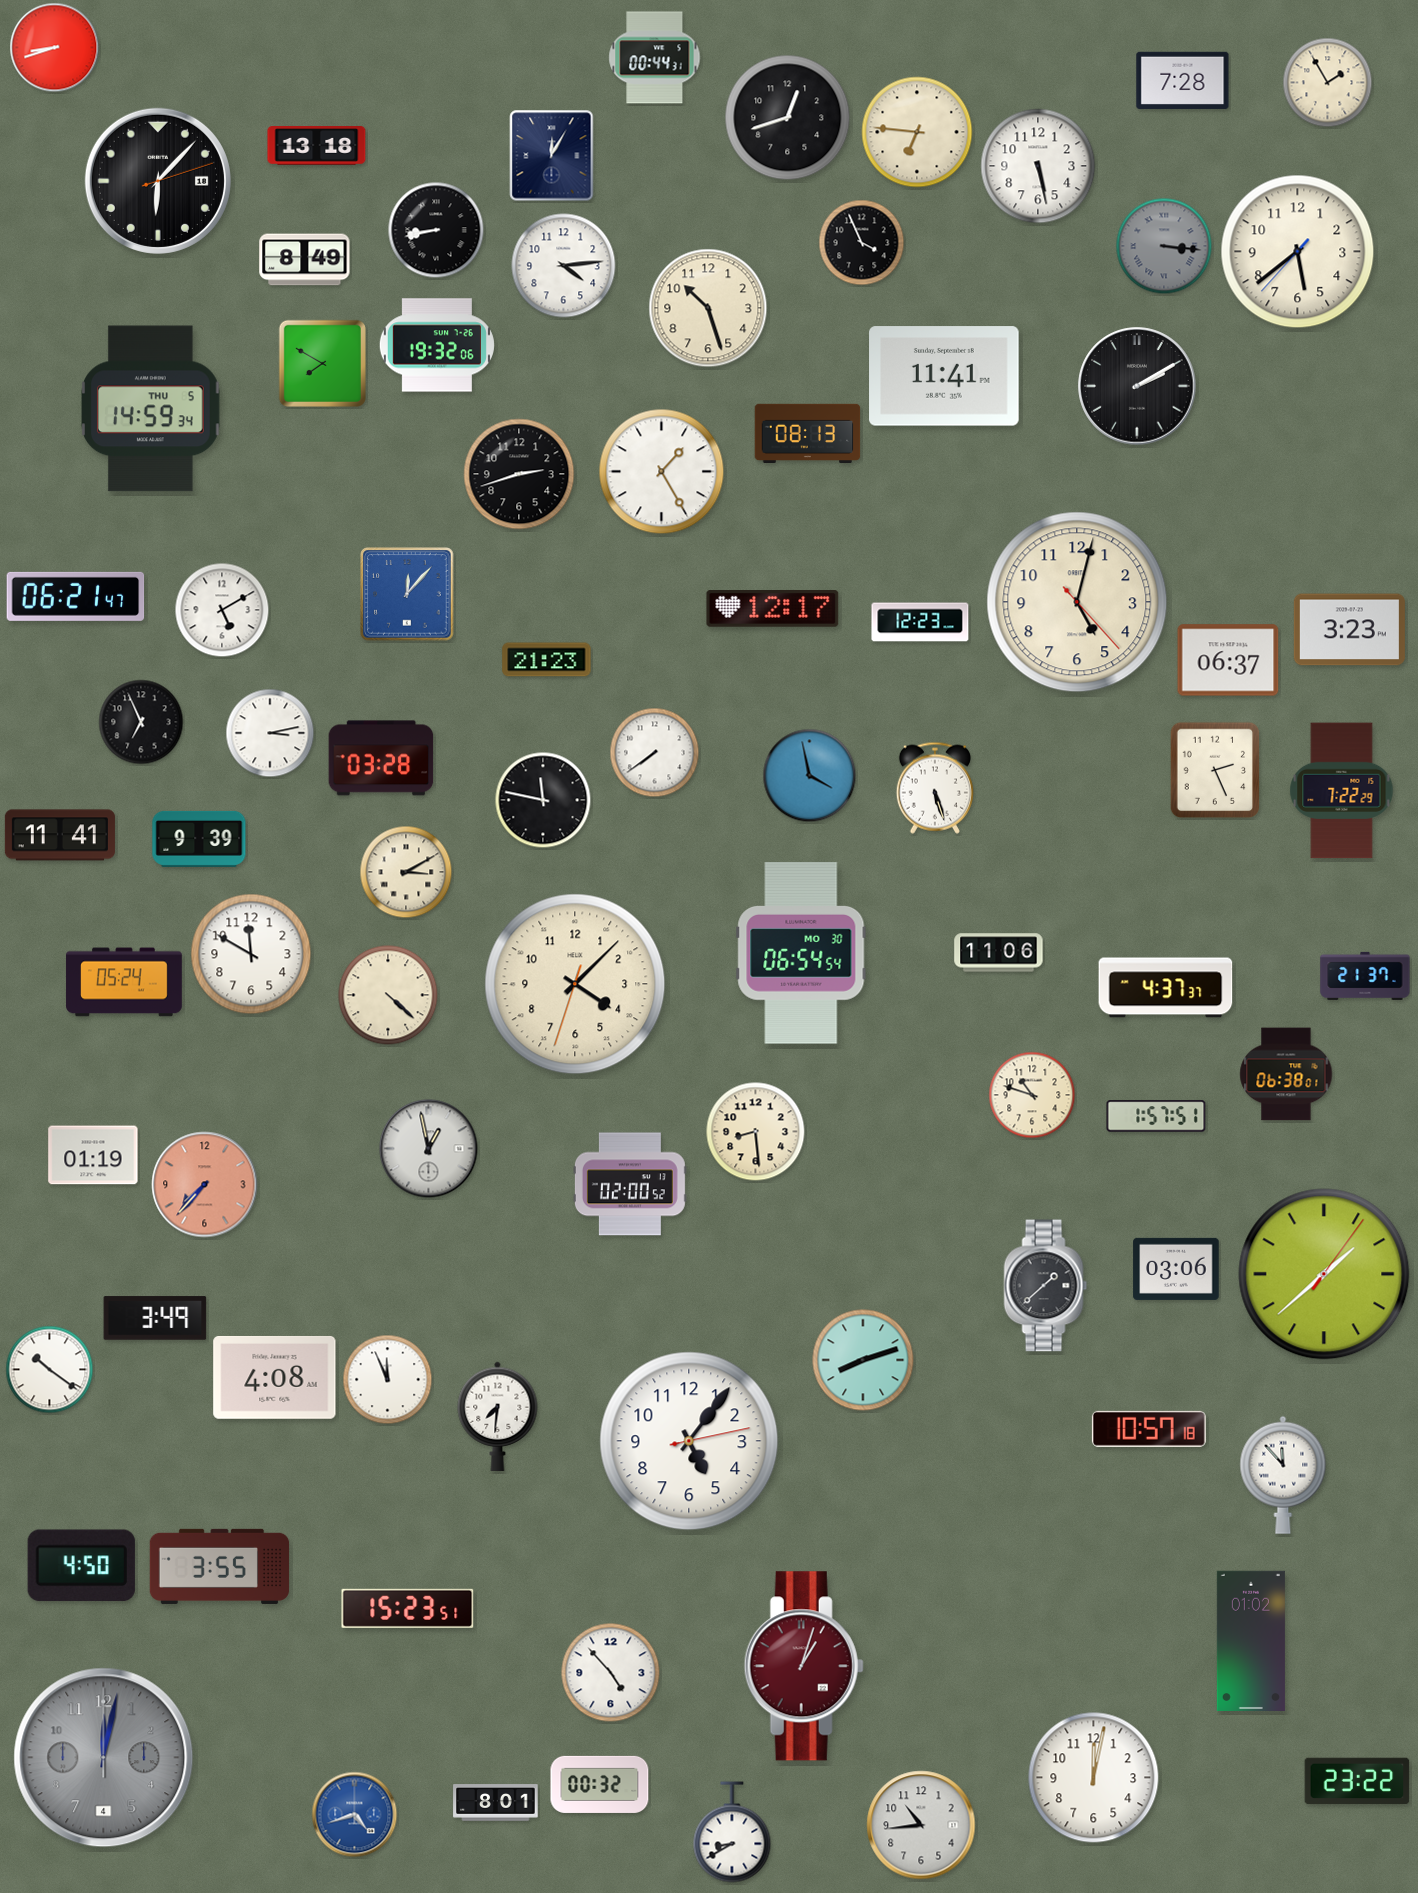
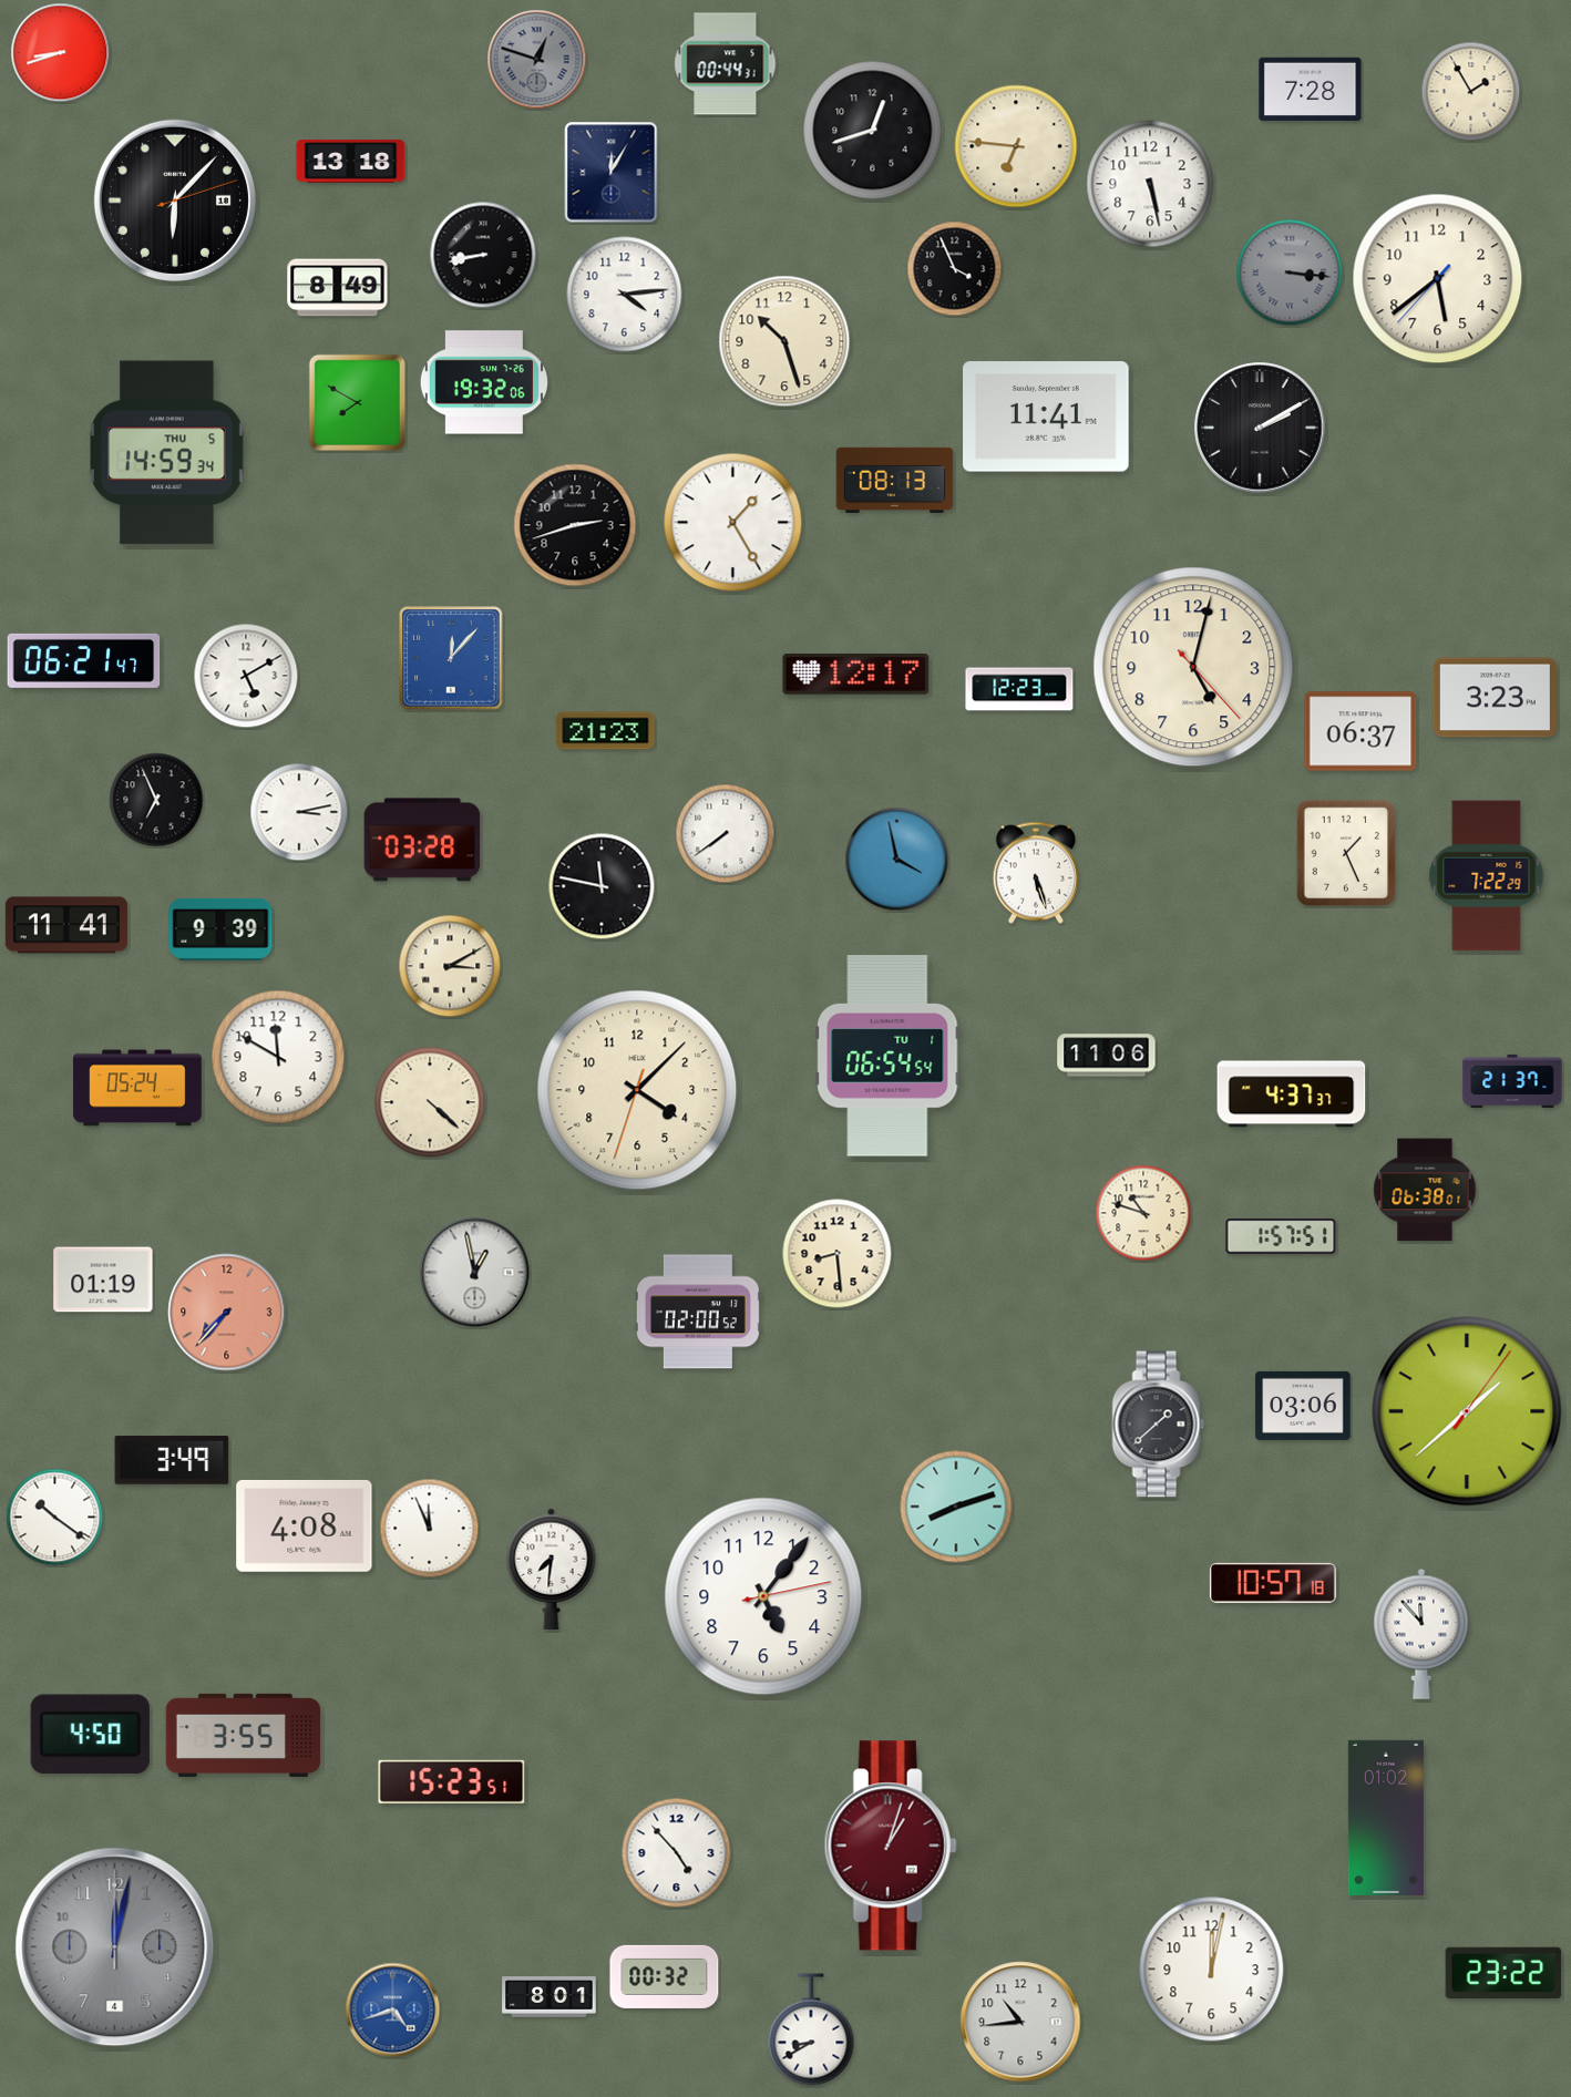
clock at (537, 60): none -> 12:48
clock at (1215, 770): 2:26 -> 1:26
clock at (801, 953) date: MO 30 -> TU 1
